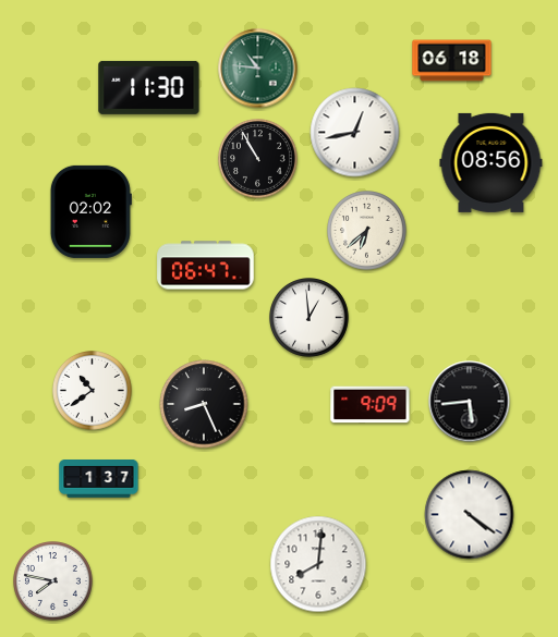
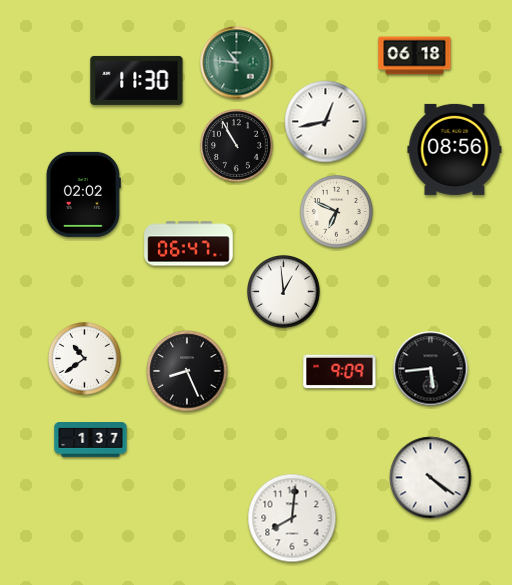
clock at (492, 162) position: (492, 162) -> (455, 149)
clock at (367, 231): 6:38 -> 6:49
clock at (470, 515) position: (470, 515) -> (431, 478)
clock at (53, 581): 7:47 -> none
